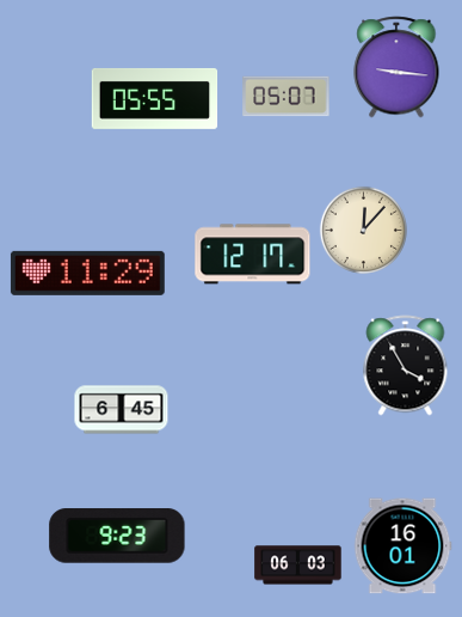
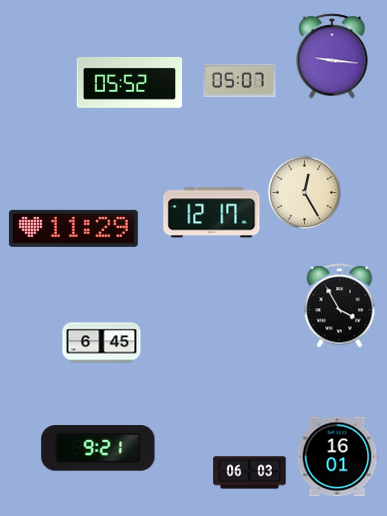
clock at (155, 98): 05:55 -> 05:52
clock at (363, 230): 12:07 -> 12:25
clock at (117, 536): 9:23 -> 9:21
